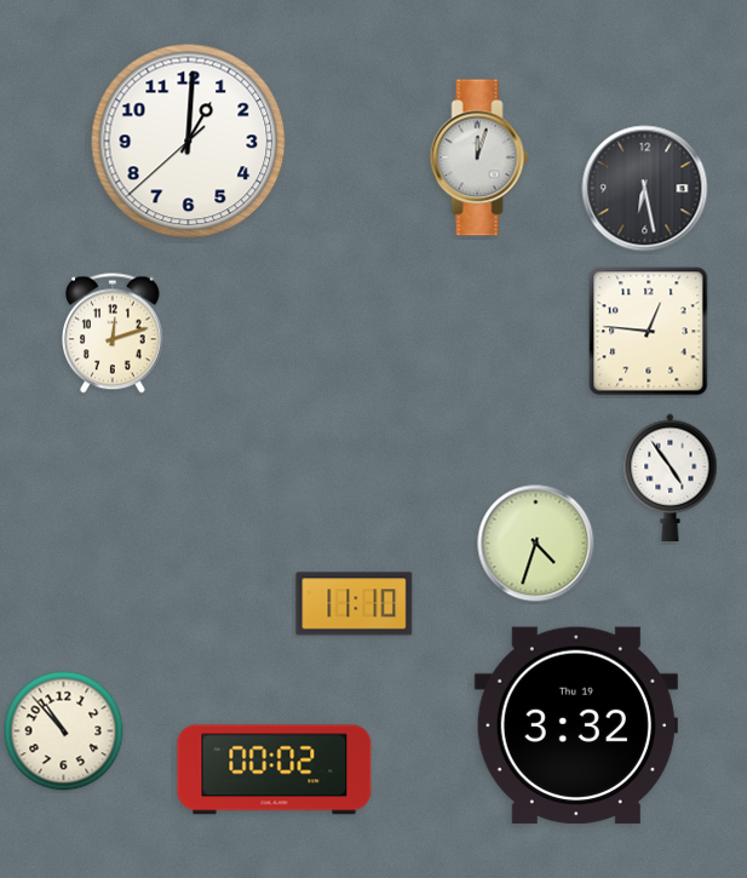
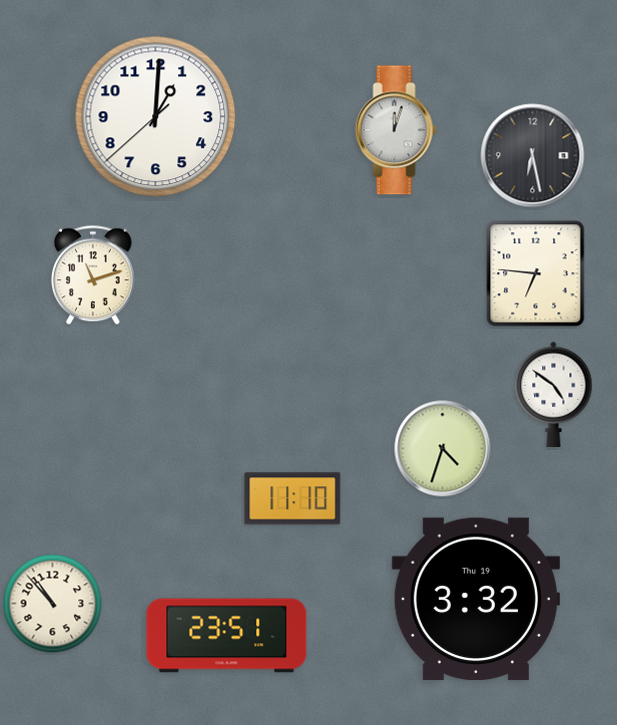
clock at (649, 332): 12:46 -> 6:46
clock at (114, 333): 12:12 -> 11:12
clock at (671, 478): 4:54 -> 4:51
clock at (275, 770): 00:02 -> 23:51
